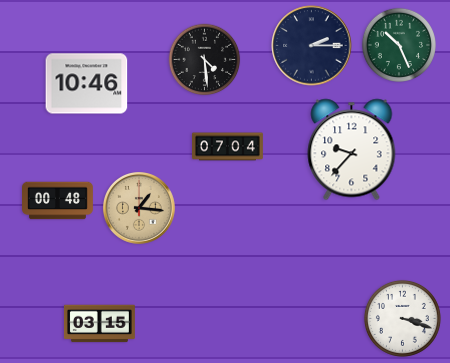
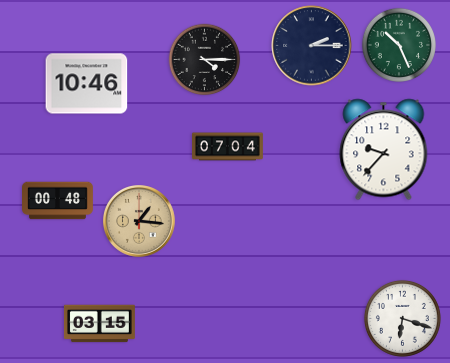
clock at (205, 60): 4:29 -> 4:15
clock at (352, 150) position: (352, 150) -> (384, 150)
clock at (140, 209) position: (140, 209) -> (140, 222)
clock at (402, 318): 3:18 -> 6:18
